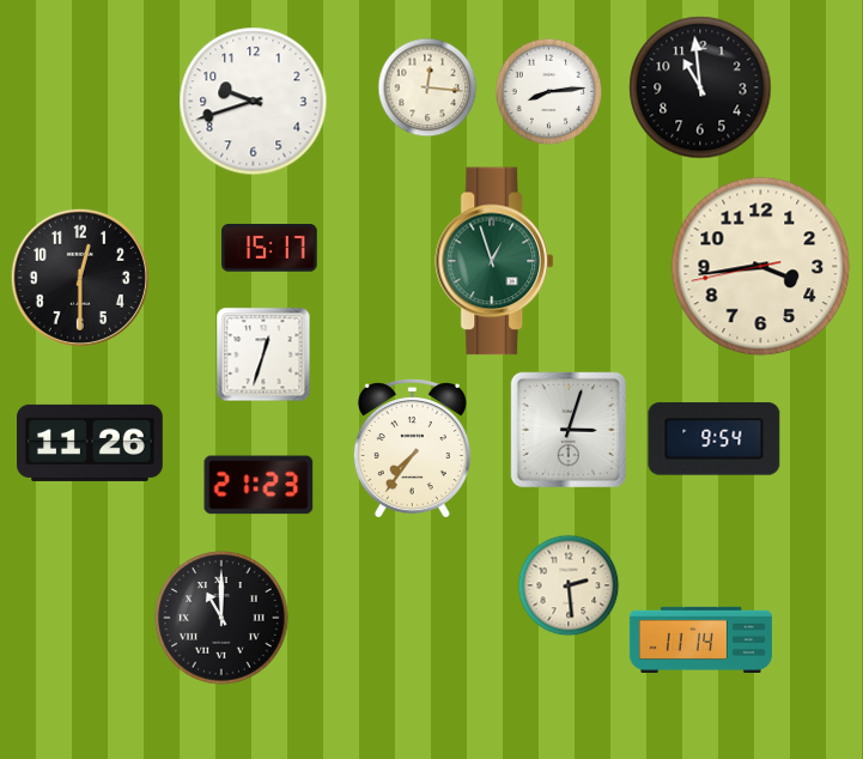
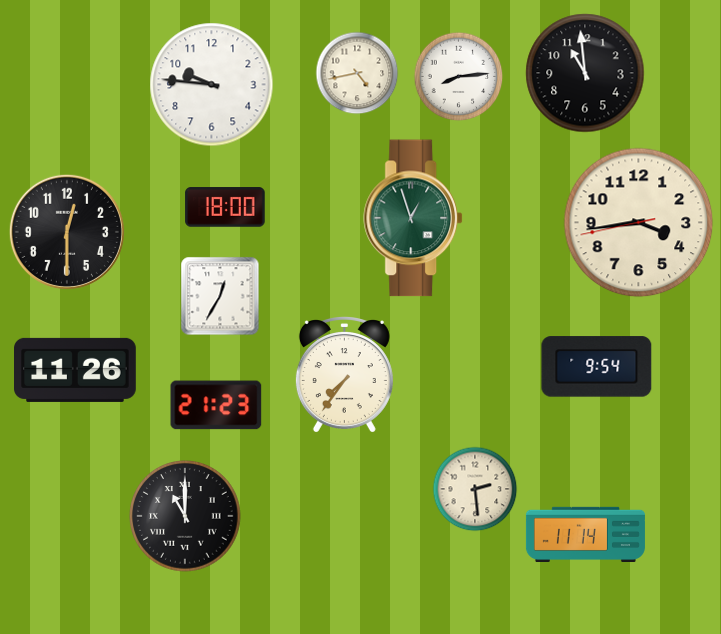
clock at (427, 87): 12:16 -> 4:43
clock at (254, 102): 9:42 -> 9:46
clock at (269, 248): 15:17 -> 18:00
clock at (761, 267) position: (761, 267) -> (639, 223)
clock at (263, 354): 12:33 -> 12:35
clock at (569, 430): 3:03 -> none
